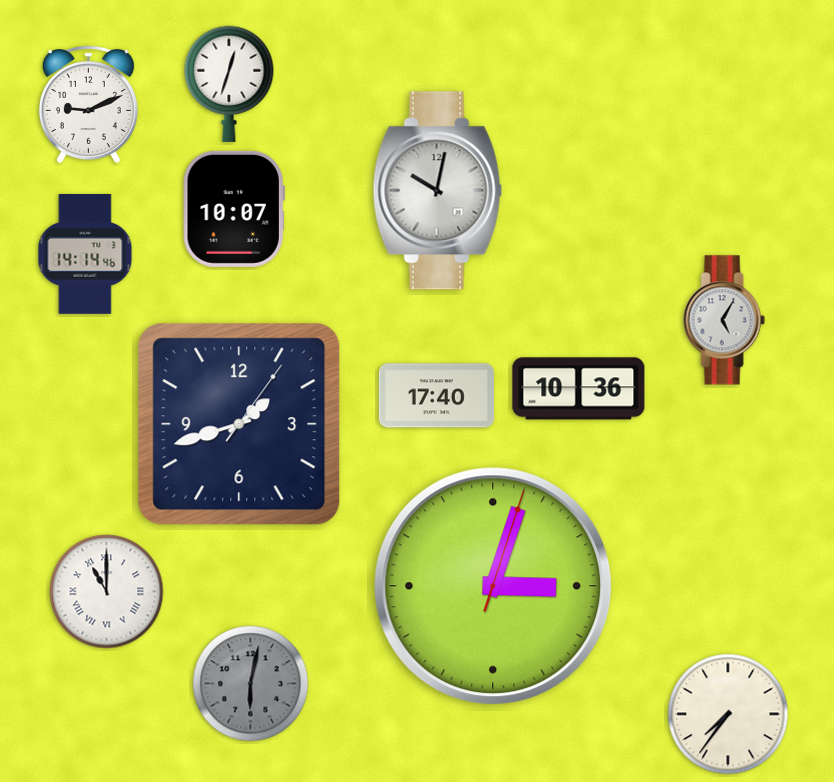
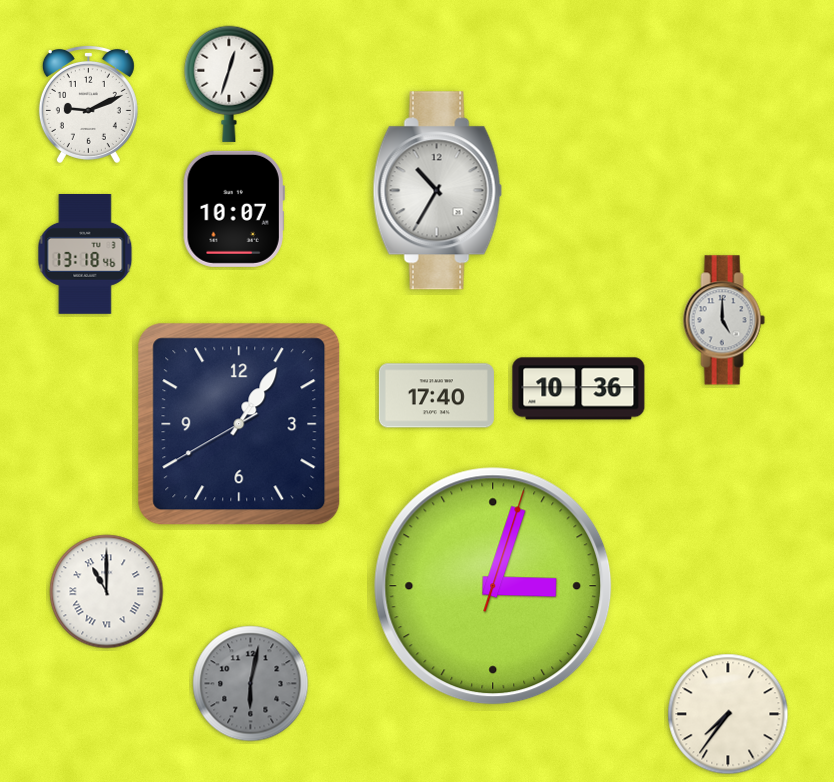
clock at (437, 191): 10:02 -> 10:35
clock at (85, 255): 14:14 -> 13:18
clock at (724, 320): 5:05 -> 5:00
clock at (239, 424): 1:42 -> 1:05
